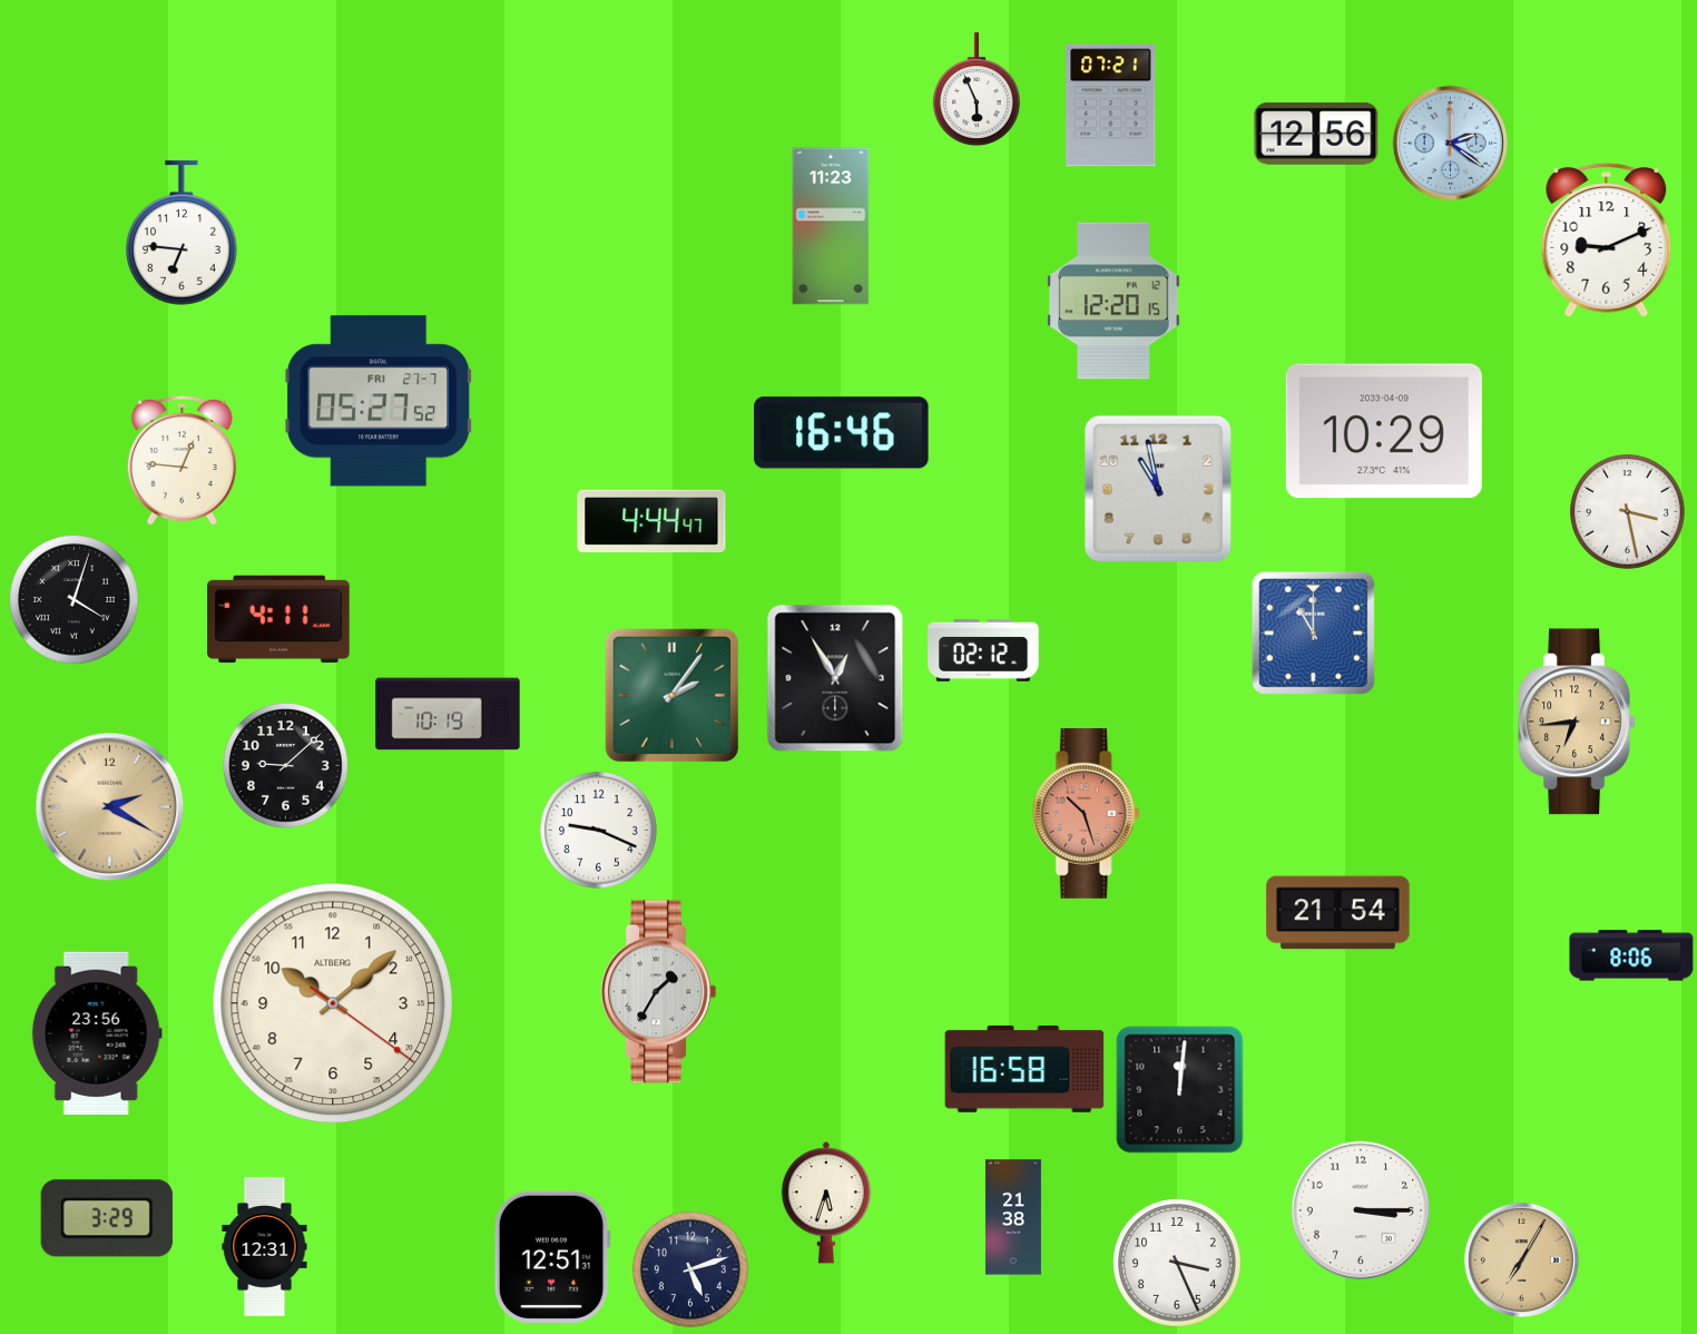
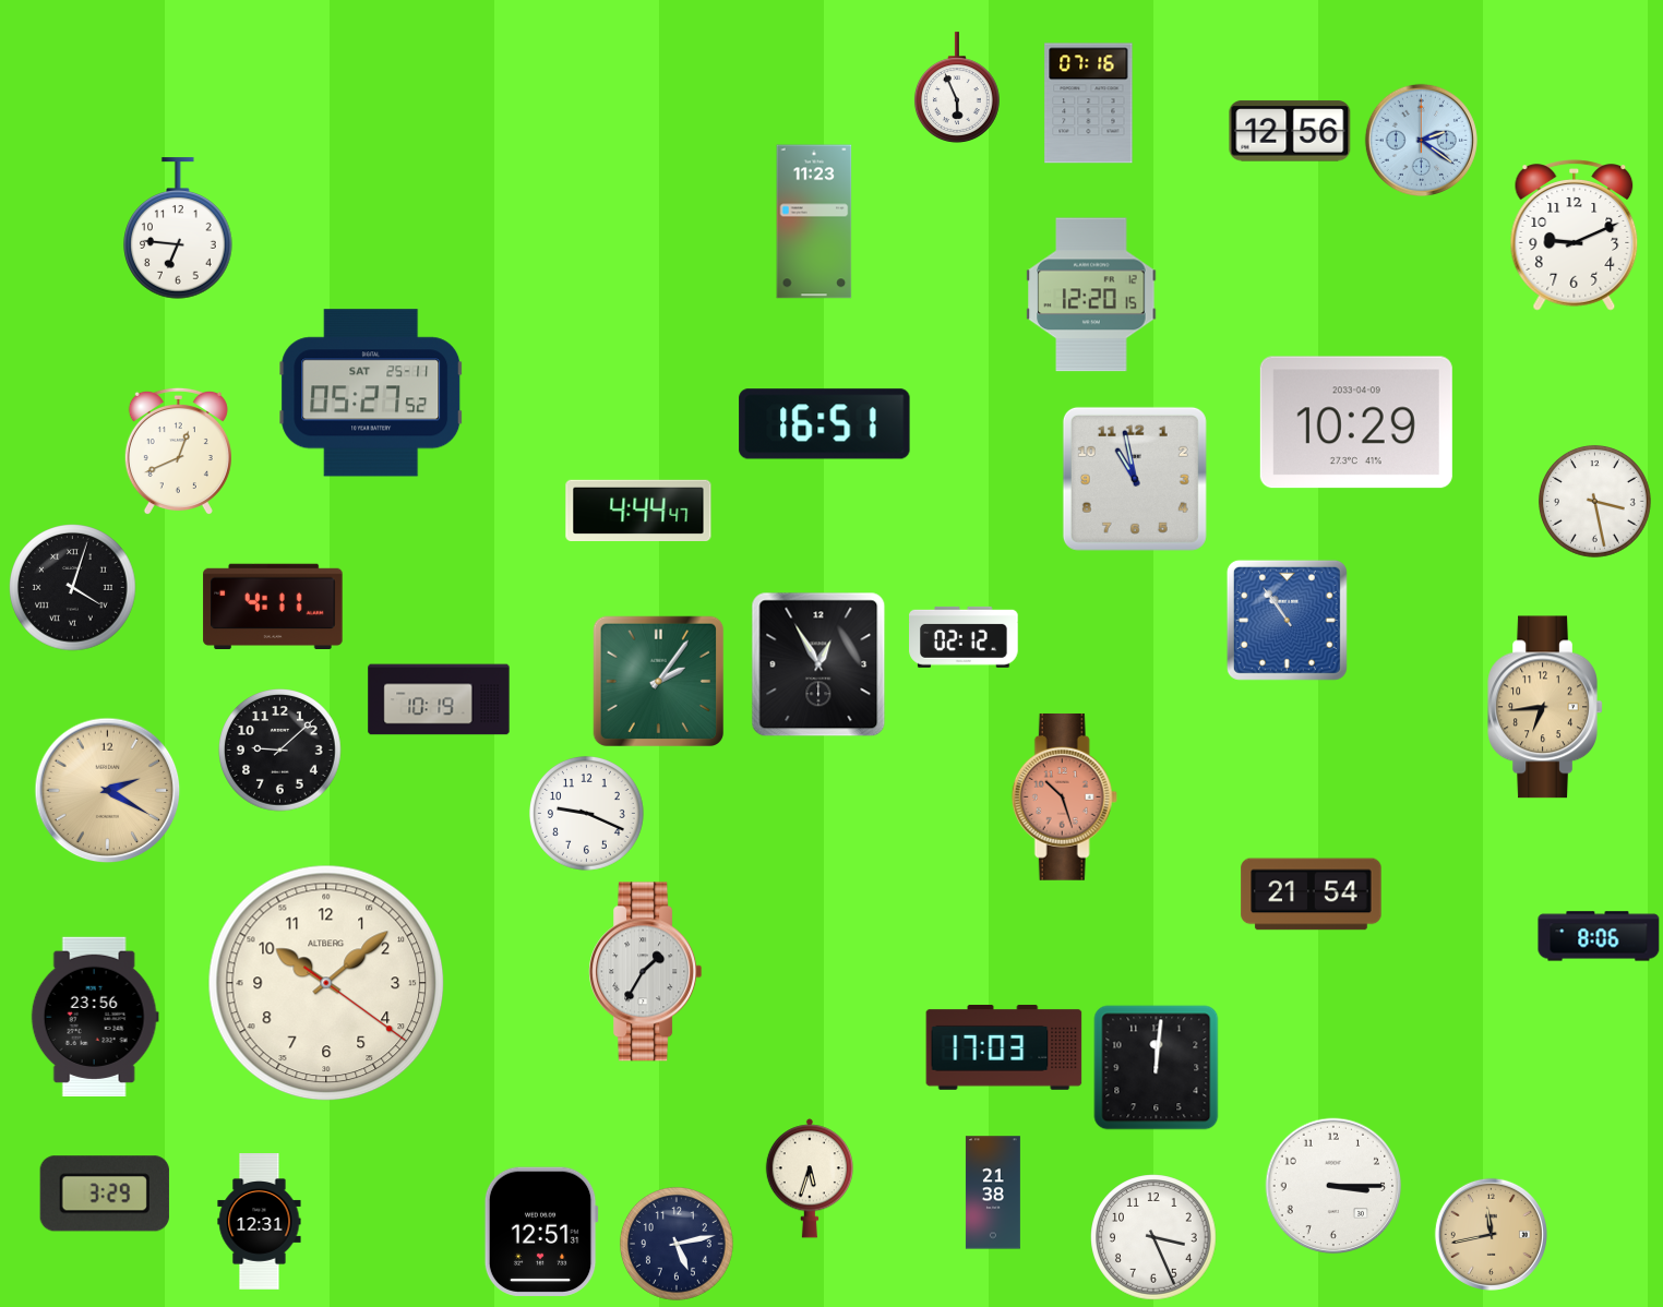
clock at (1111, 106): 07:21 -> 07:16
clock at (379, 401) date: FRI 27-7 -> SAT 25-11
clock at (842, 433): 16:46 -> 16:51
clock at (182, 461): 12:46 -> 12:41
clock at (1313, 632): 11:00 -> 10:54
clock at (97, 1033) position: (97, 1033) -> (95, 1017)
clock at (1024, 1069): 16:58 -> 17:03
clock at (1521, 1259): 7:05 -> 11:43
clock at (690, 1269): 5:12 -> 5:13
